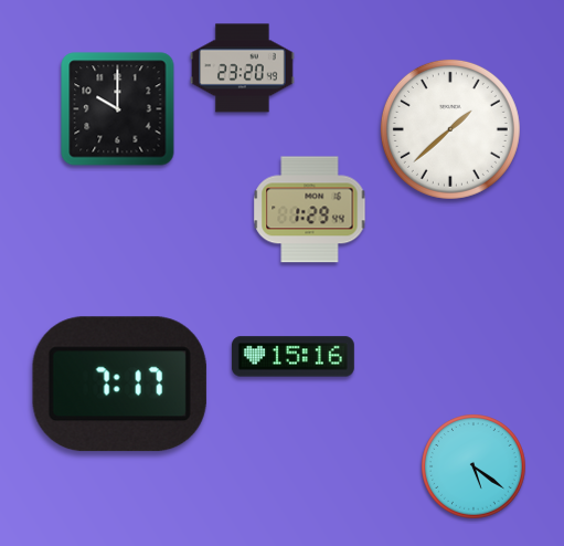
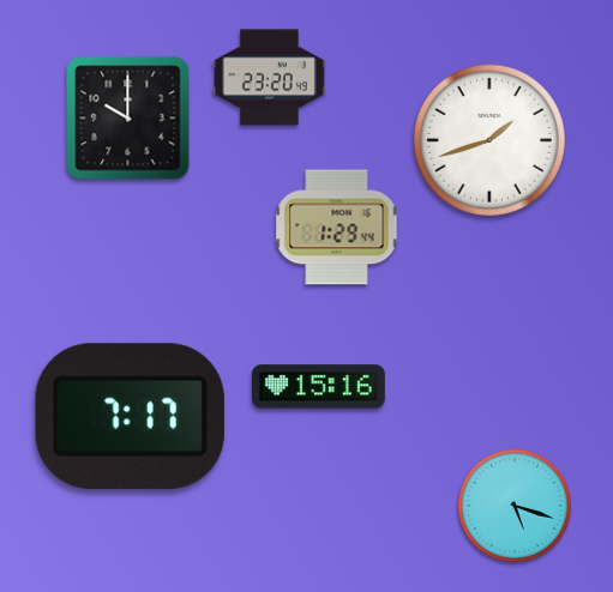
clock at (243, 69) position: (243, 69) -> (270, 78)
clock at (450, 129): 1:38 -> 1:42
clock at (473, 466): 5:21 -> 5:18
